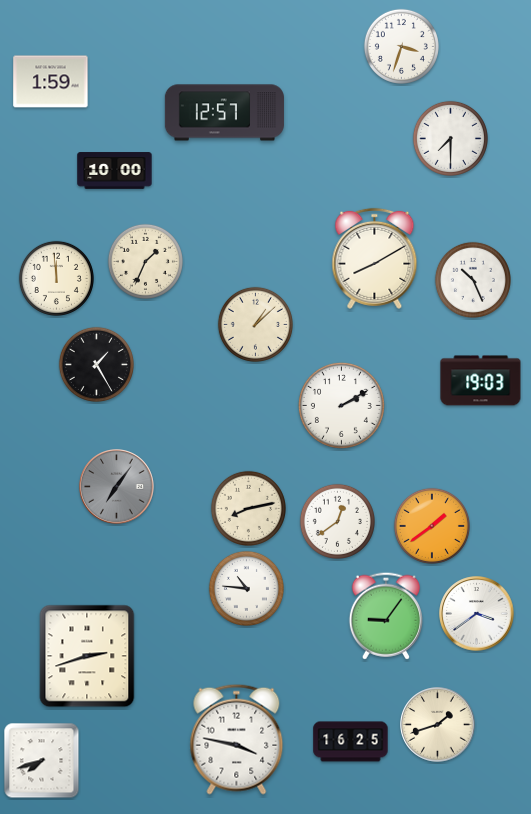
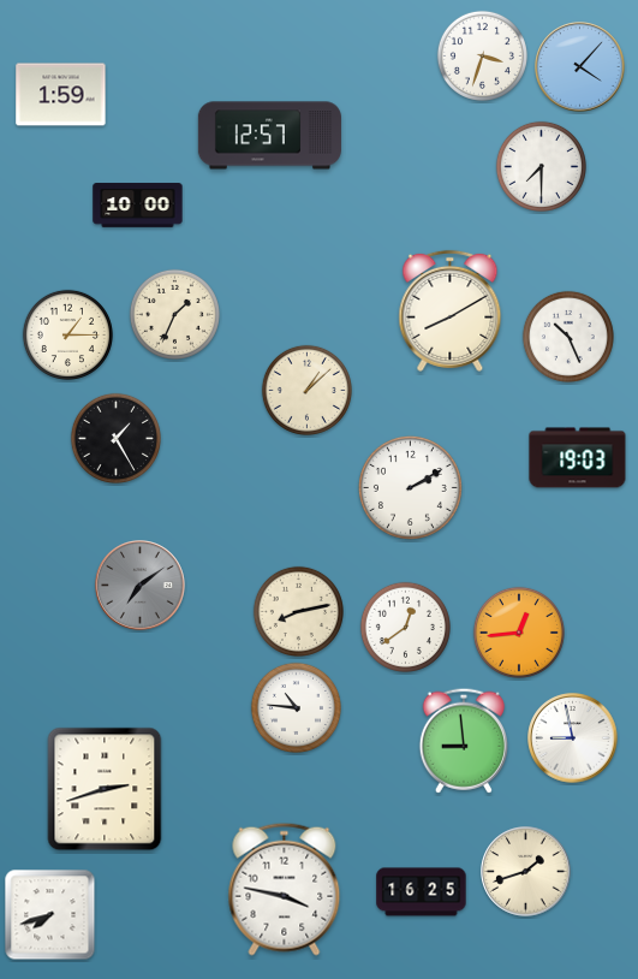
clock at (580, 67): none -> 4:07
clock at (51, 82) position: (51, 82) -> (61, 95)
clock at (56, 278): 11:59 -> 1:15
clock at (117, 487): 7:06 -> 7:09
clock at (432, 526): 1:39 -> 12:44
clock at (477, 614): 3:39 -> 8:58
clock at (386, 616): 9:06 -> 8:59
